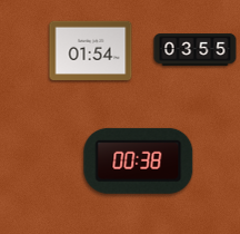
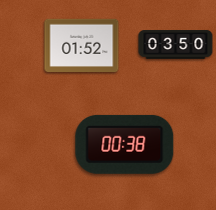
clock at (196, 50): 03:55 -> 03:50
clock at (91, 51): 01:54 -> 01:52
